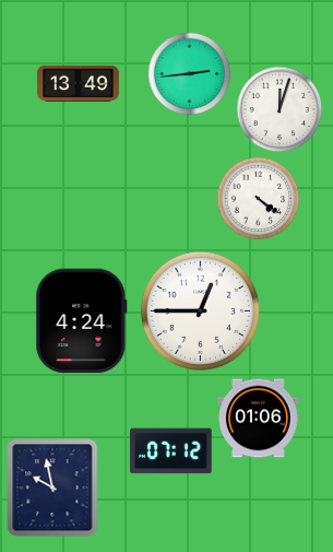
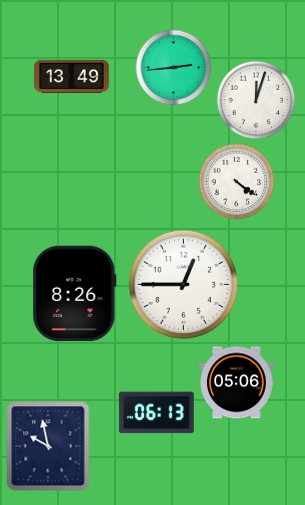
clock at (82, 321): 4:24 -> 8:26
clock at (259, 419): 01:06 -> 05:06
clock at (171, 451): 07:12 -> 06:13
